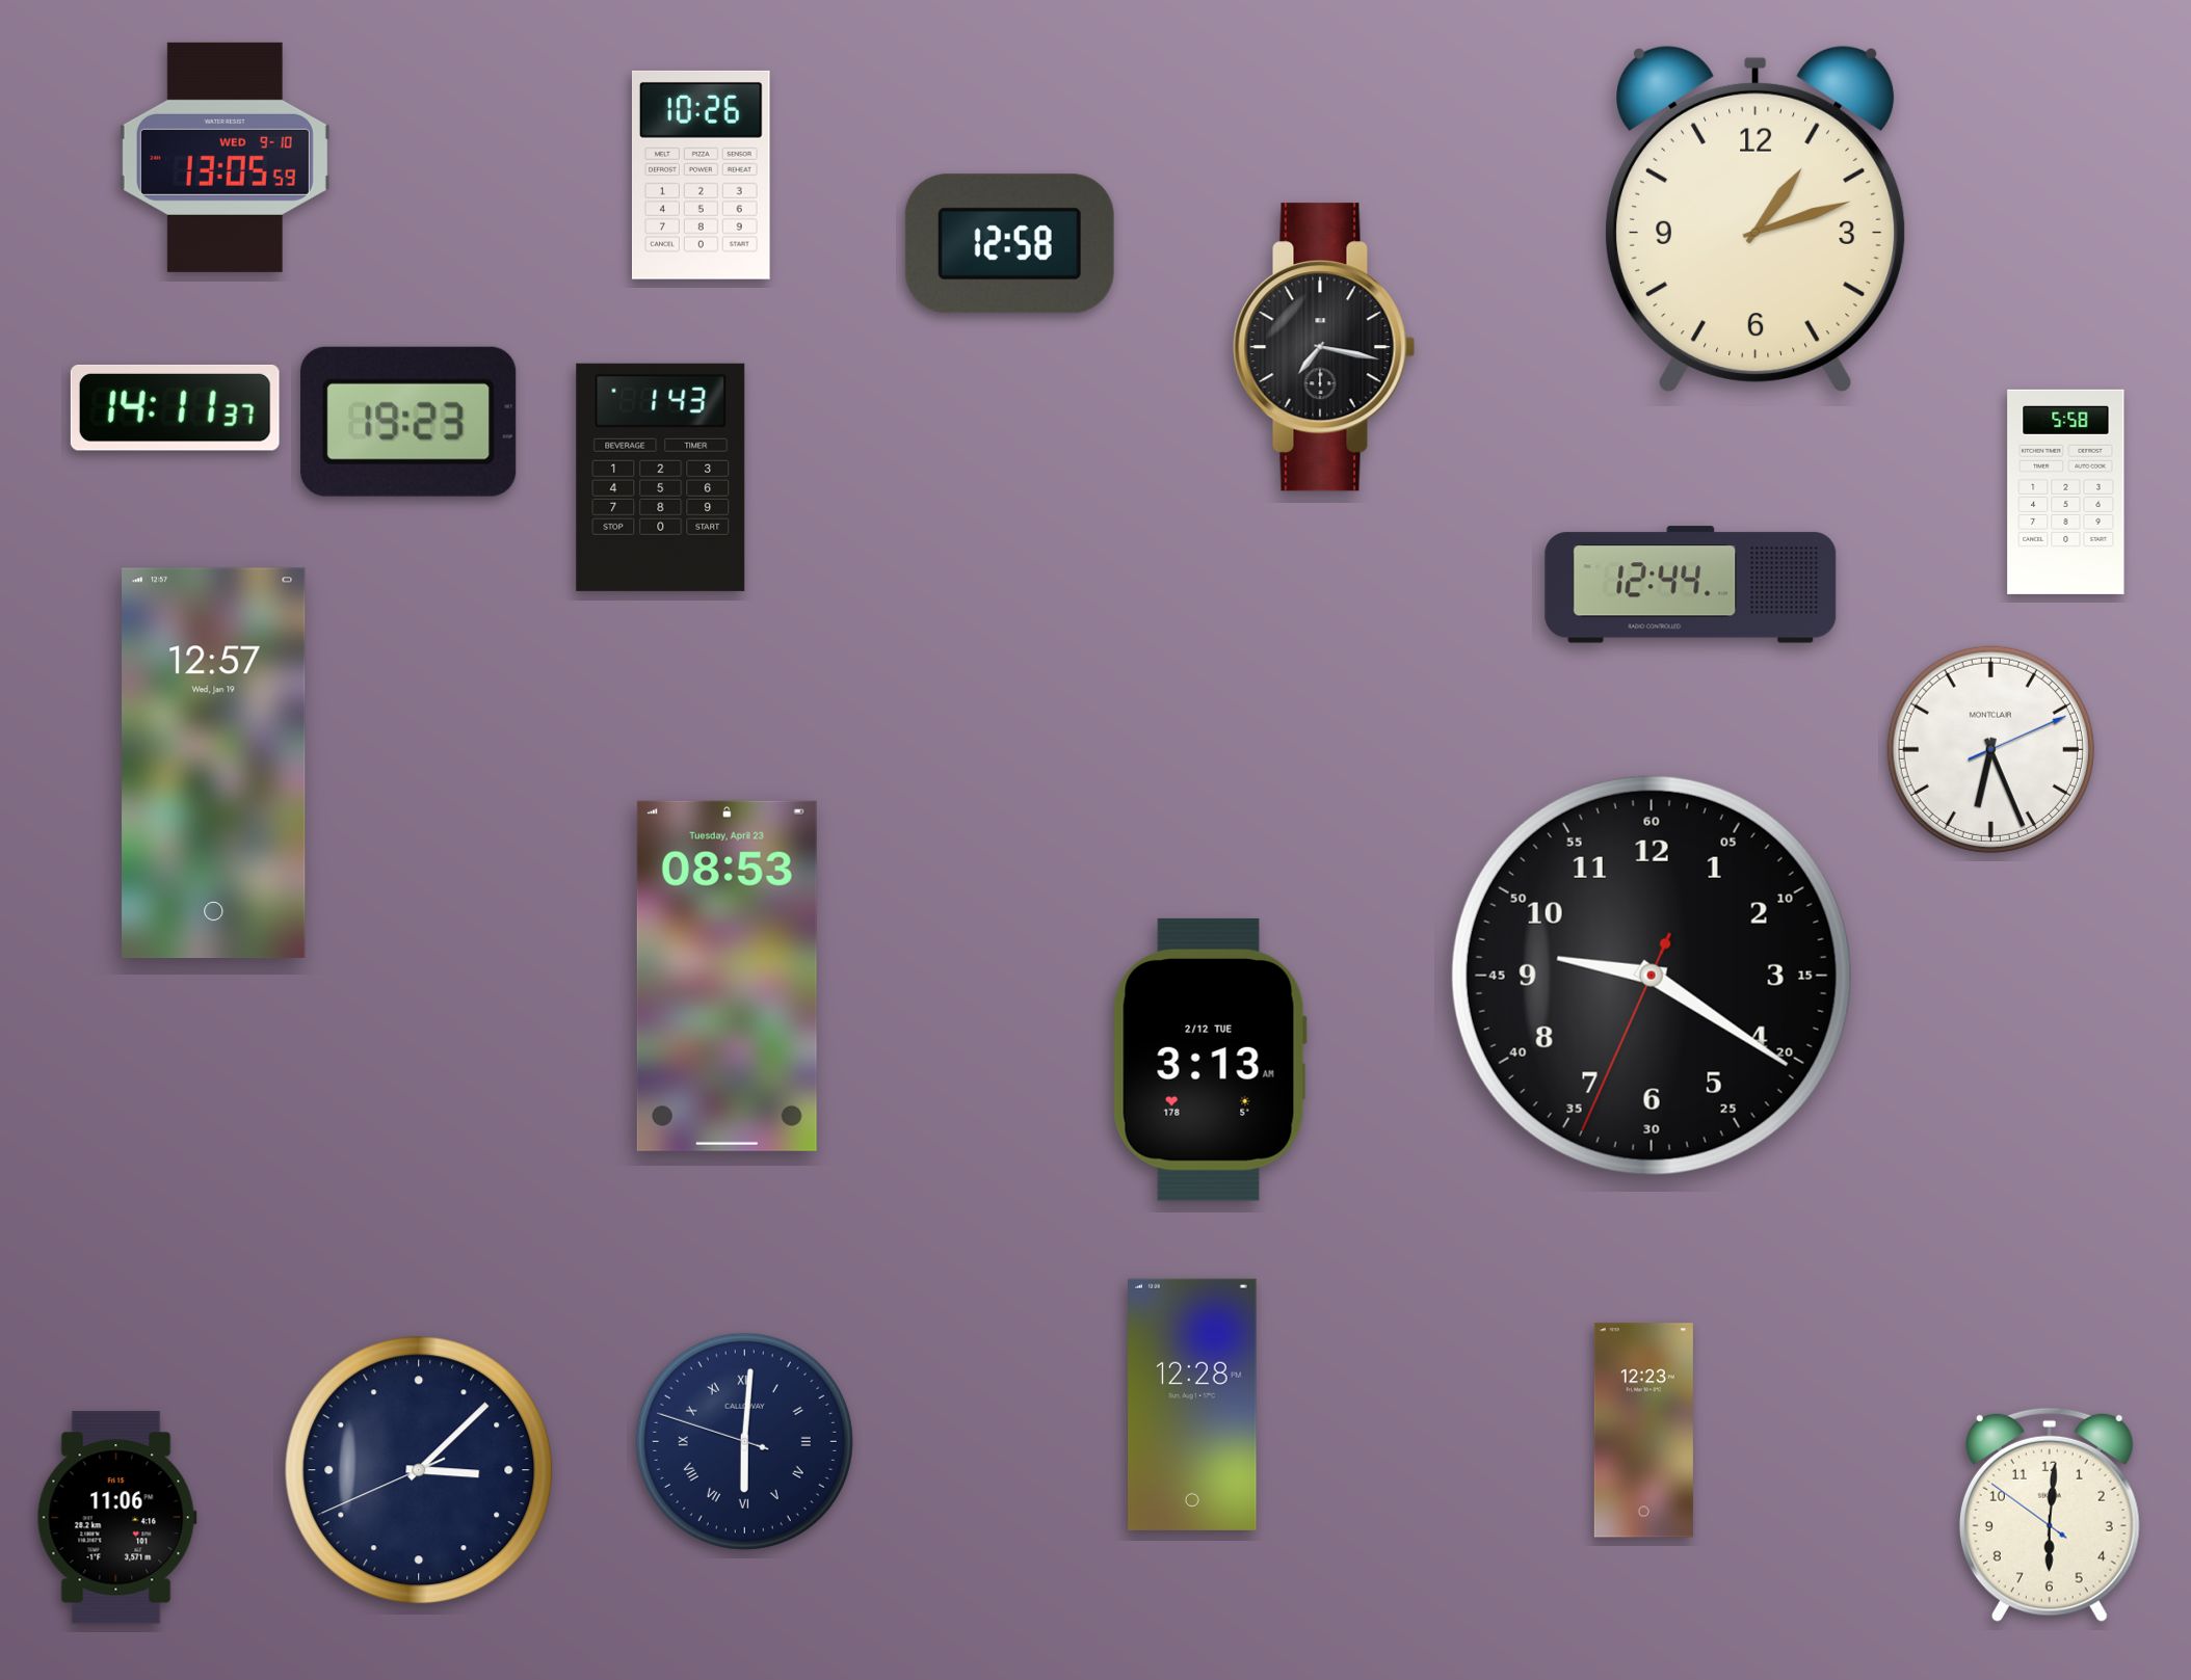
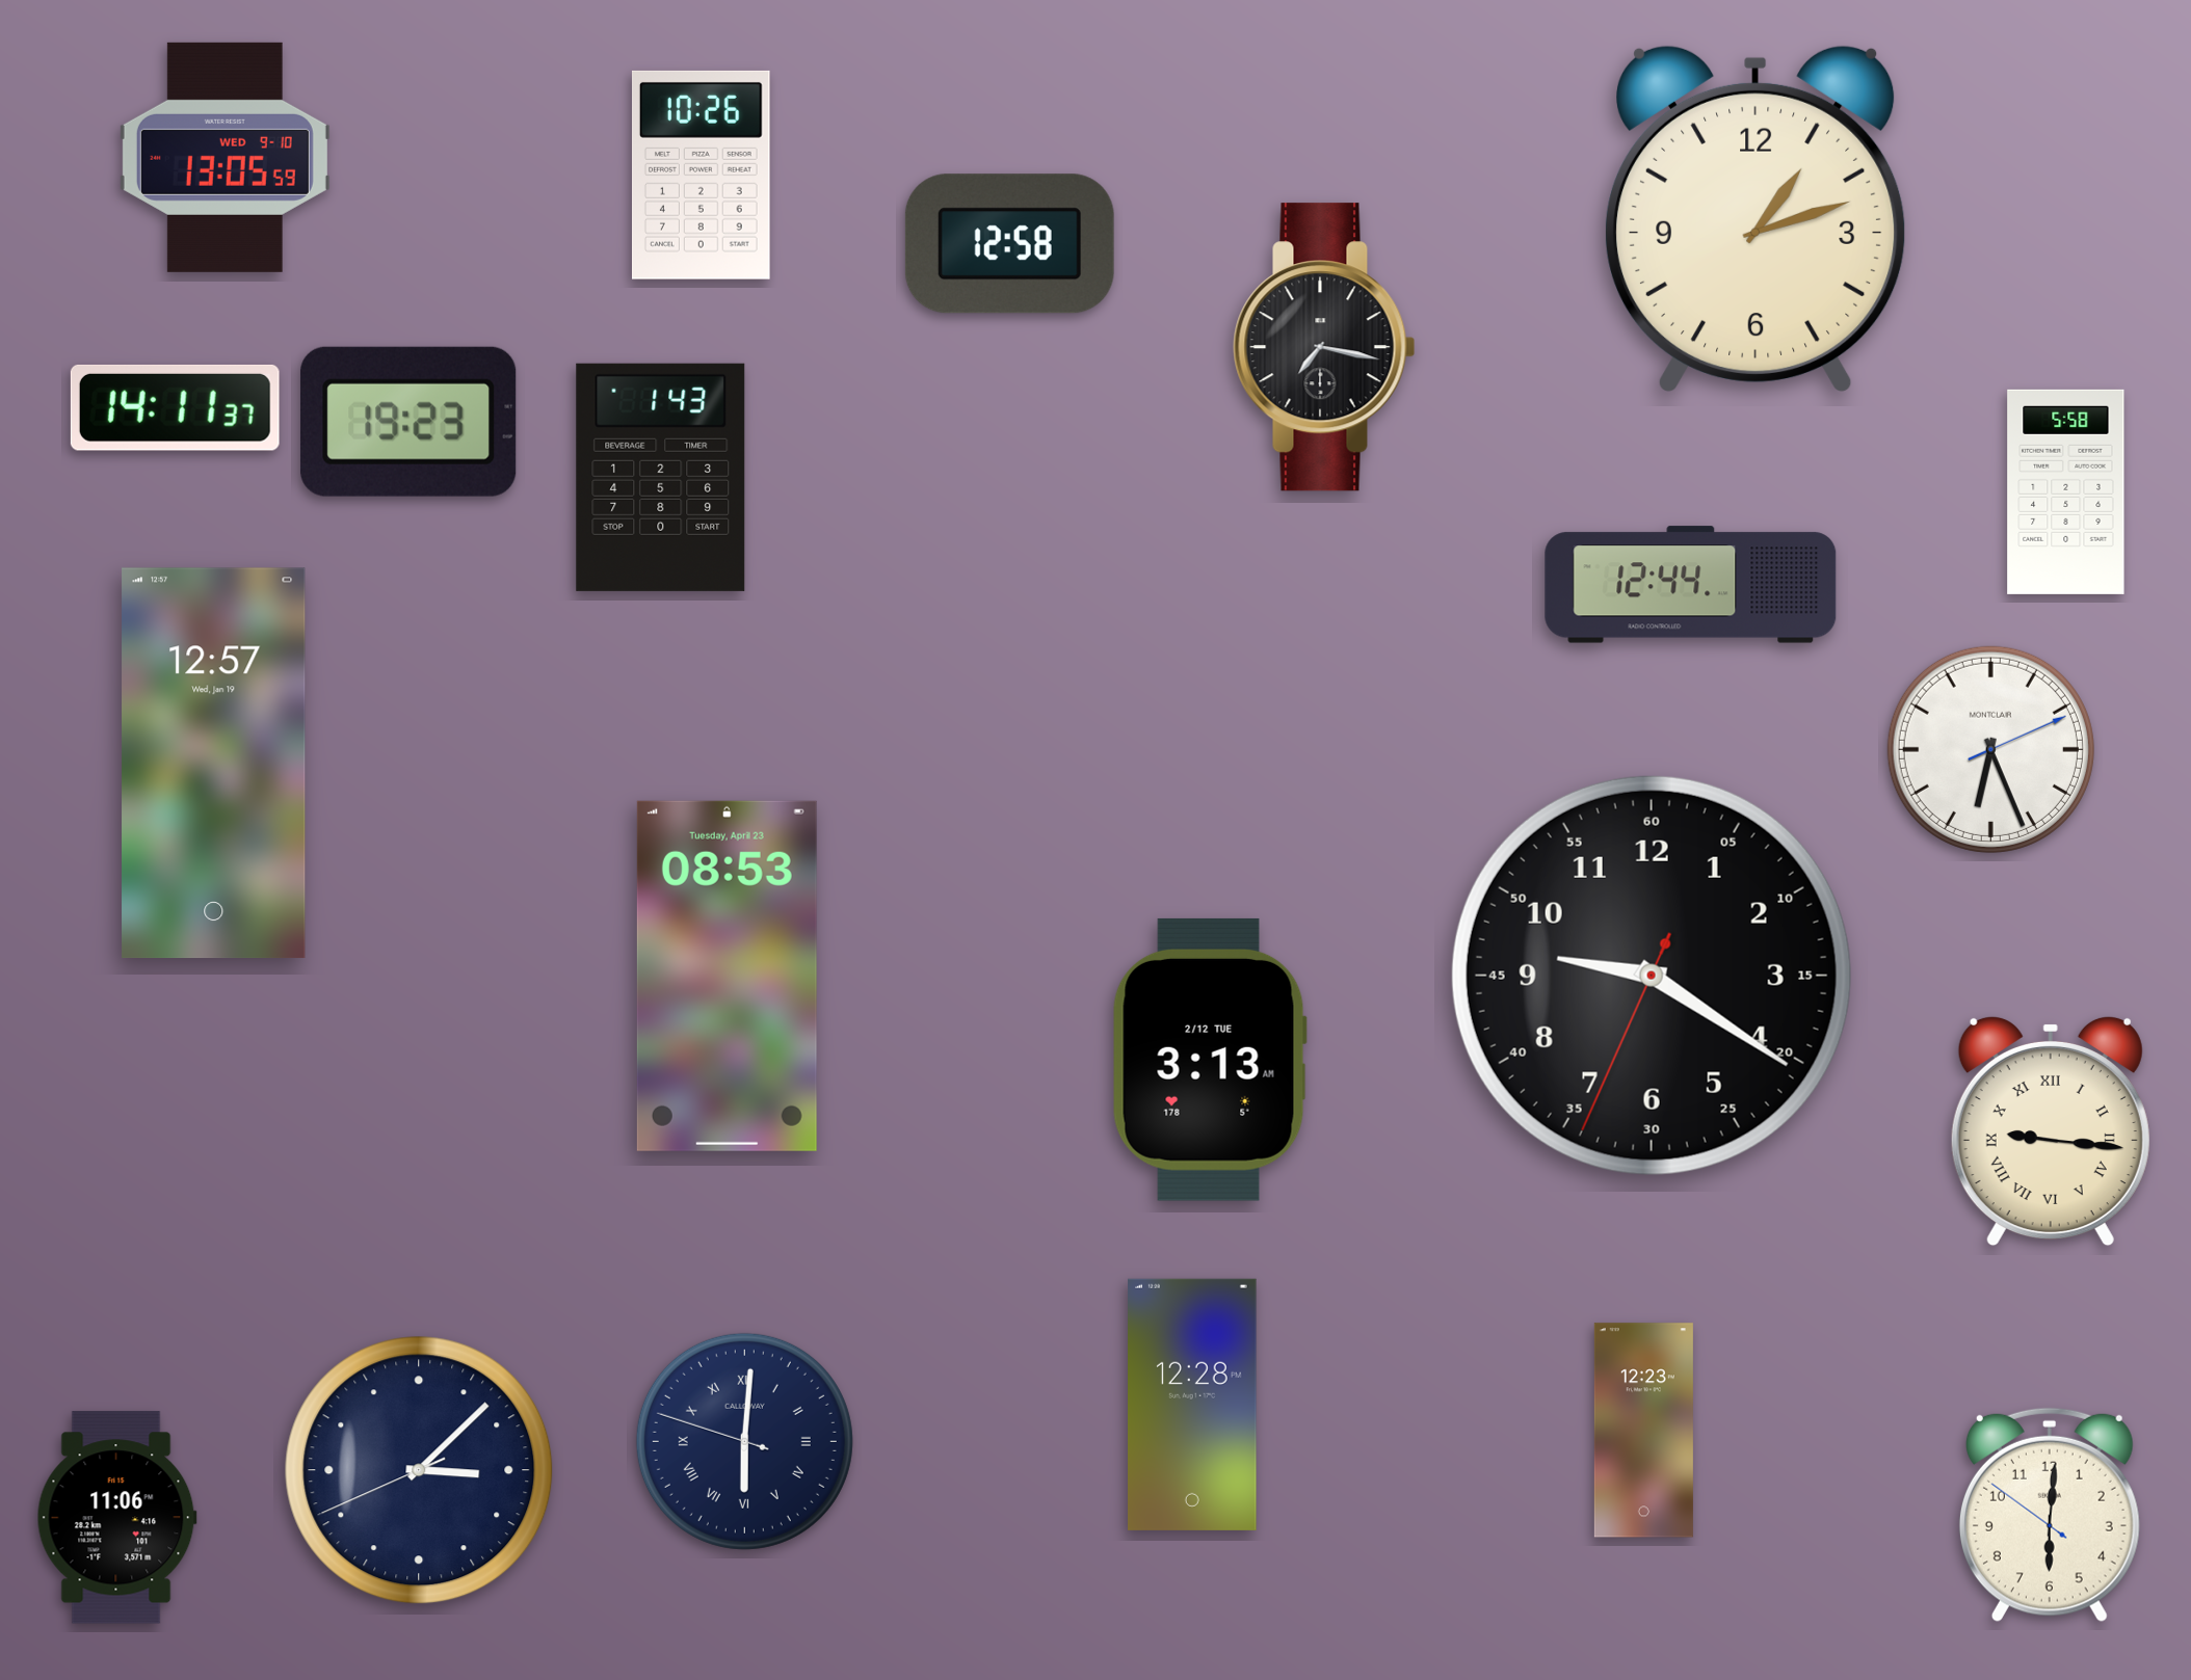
clock at (2051, 1131): none -> 9:16
